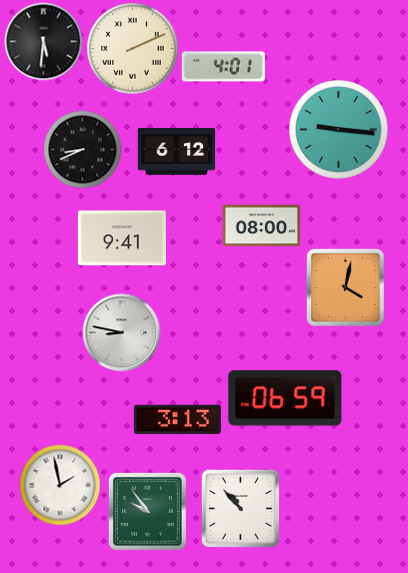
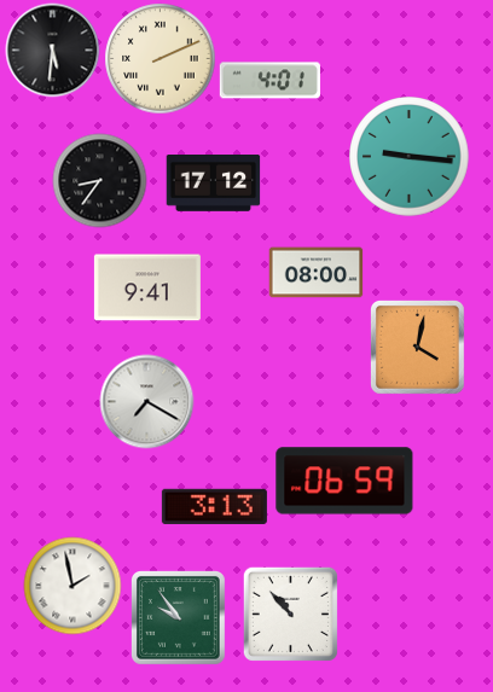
clock at (82, 149): 8:41 -> 8:36
clock at (176, 152): 6:12 -> 17:12
clock at (121, 332): 8:47 -> 7:20
